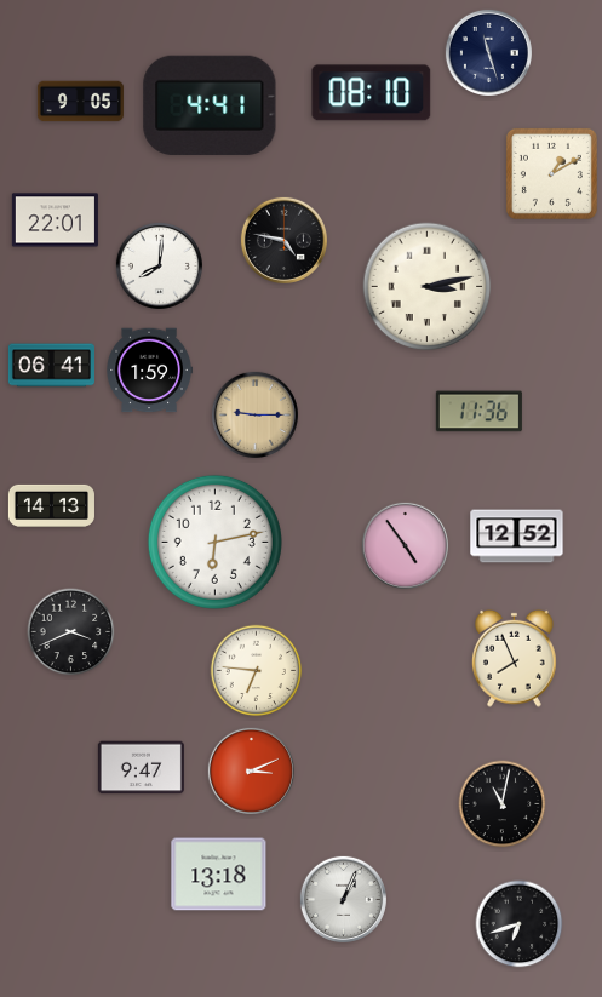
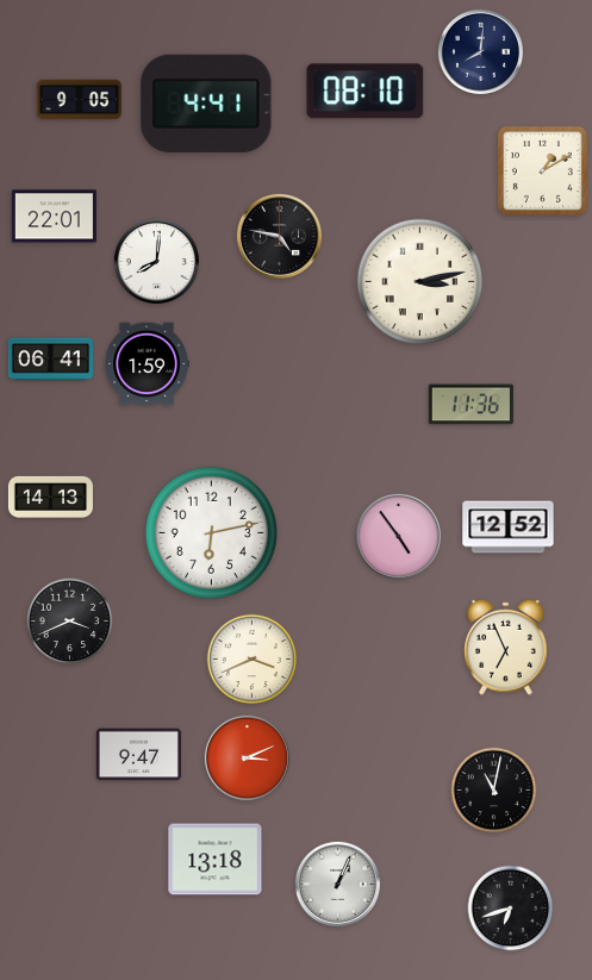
clock at (488, 52): 11:27 -> 8:01
clock at (254, 414): 9:15 -> none
clock at (515, 658): 7:56 -> 6:56
clock at (257, 671): 6:46 -> 3:41
